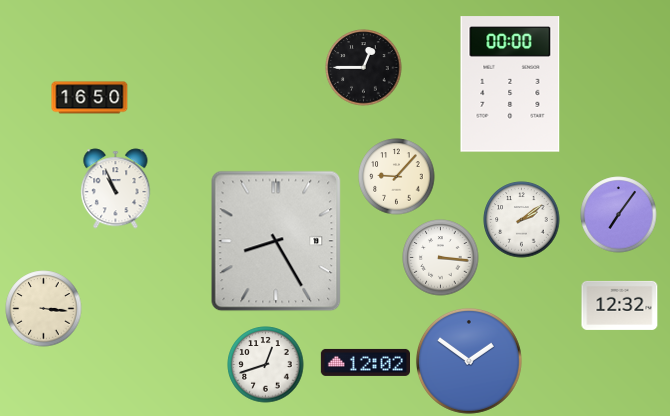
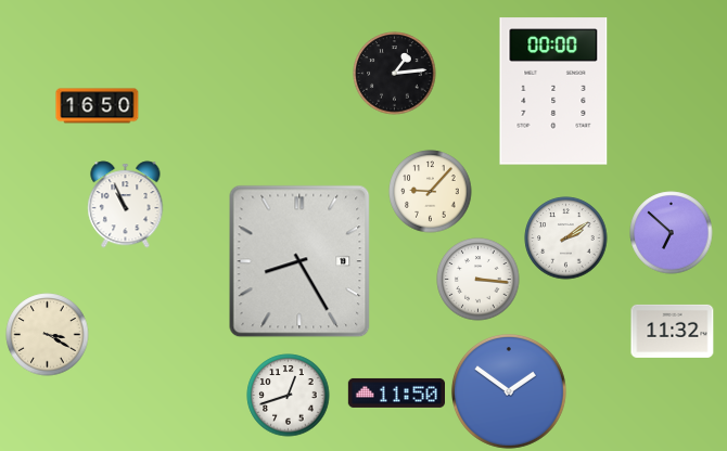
clock at (364, 68): 12:45 -> 1:14
clock at (619, 215): 7:06 -> 6:52
clock at (620, 305): 12:32 -> 11:32
clock at (44, 309): 3:16 -> 3:20
clock at (365, 362): 12:02 -> 11:50
